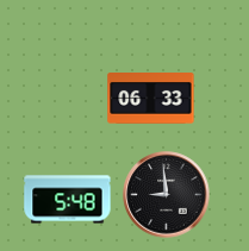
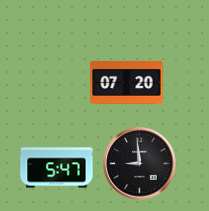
clock at (151, 99): 06:33 -> 07:20
clock at (68, 200): 5:48 -> 5:47
